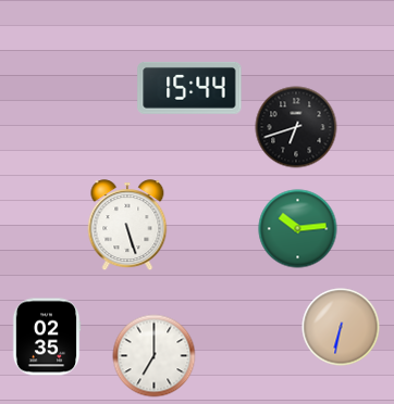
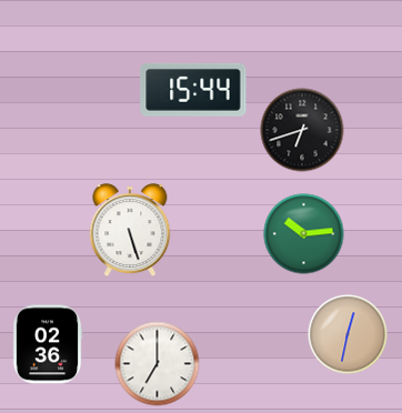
clock at (341, 327): 6:32 -> 12:32
clock at (47, 337): 02:35 -> 02:36
